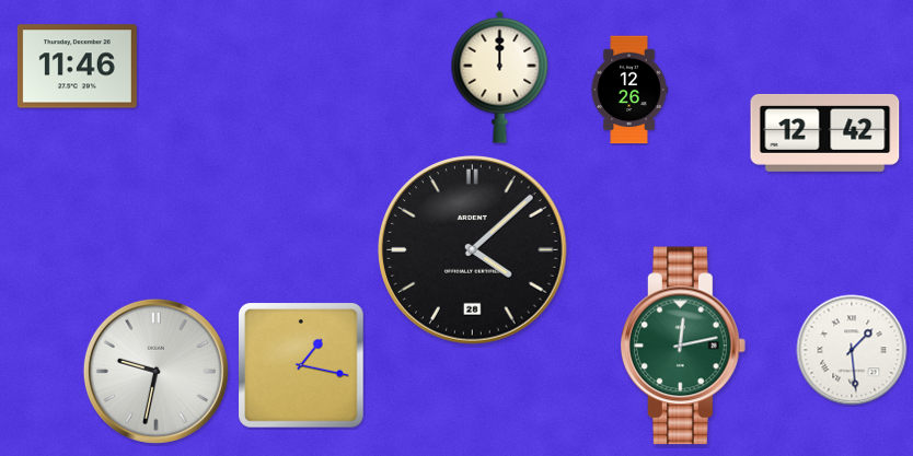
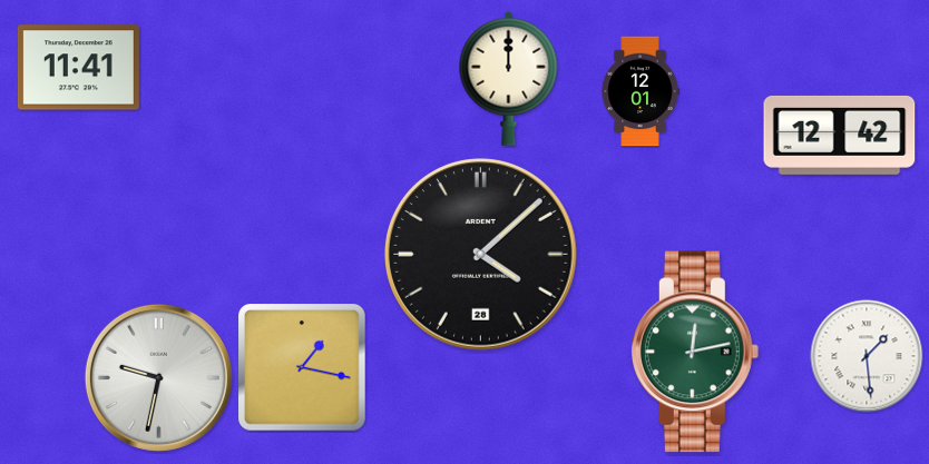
clock at (77, 67): 11:46 -> 11:41
clock at (629, 90): 12:26 -> 12:01
clock at (302, 366) position: (302, 366) -> (303, 368)
